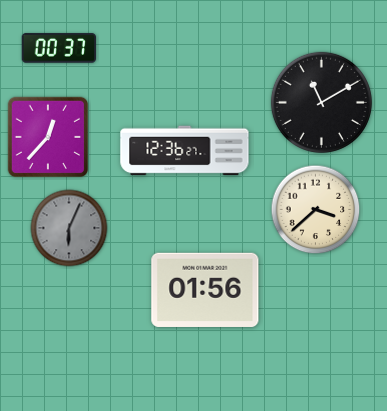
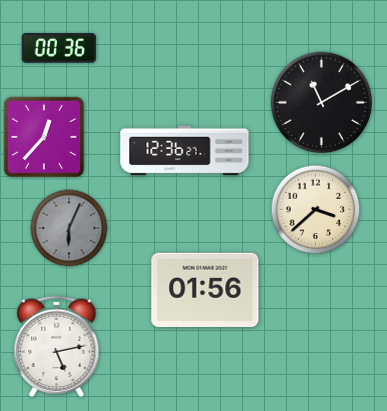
clock at (58, 48): 00:37 -> 00:36
clock at (48, 137) position: (48, 137) -> (44, 137)
clock at (57, 347): none -> 5:13
